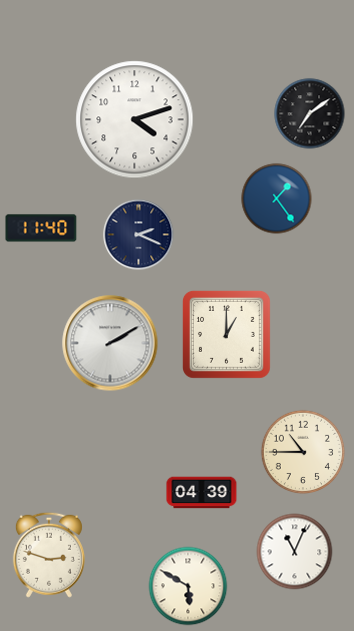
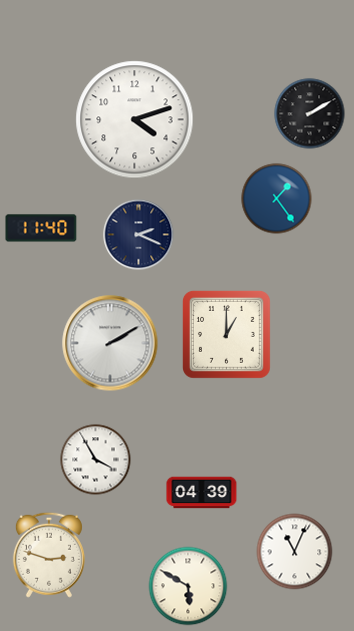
clock at (310, 114): 7:09 -> 2:10
clock at (303, 452): 10:45 -> none
clock at (96, 460): none -> 3:55
